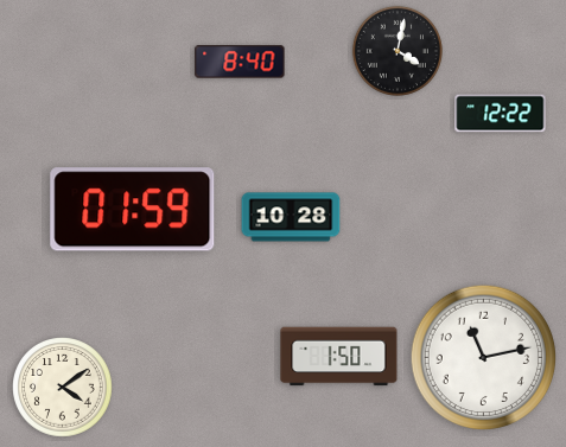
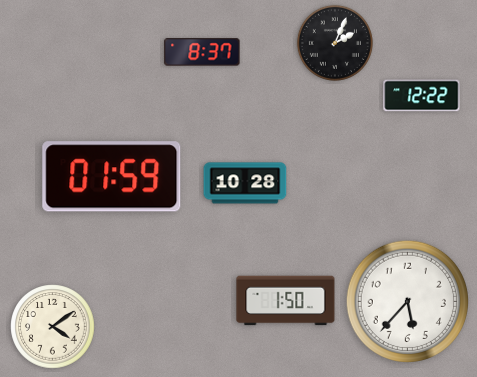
clock at (398, 51): 4:02 -> 2:04
clock at (240, 62): 8:40 -> 8:37
clock at (483, 357): 11:13 -> 5:37
